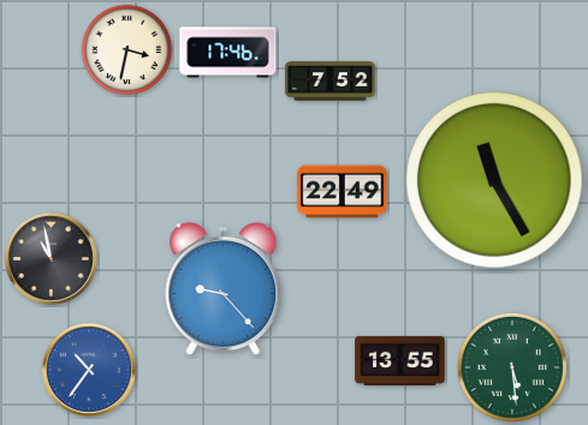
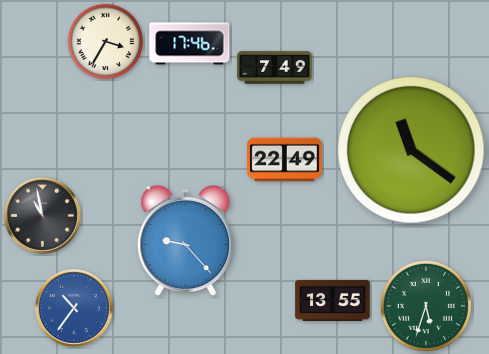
clock at (127, 50): 3:32 -> 3:35
clock at (331, 82): 7:52 -> 7:49
clock at (494, 180): 11:25 -> 11:21
clock at (512, 367): 5:29 -> 5:33
